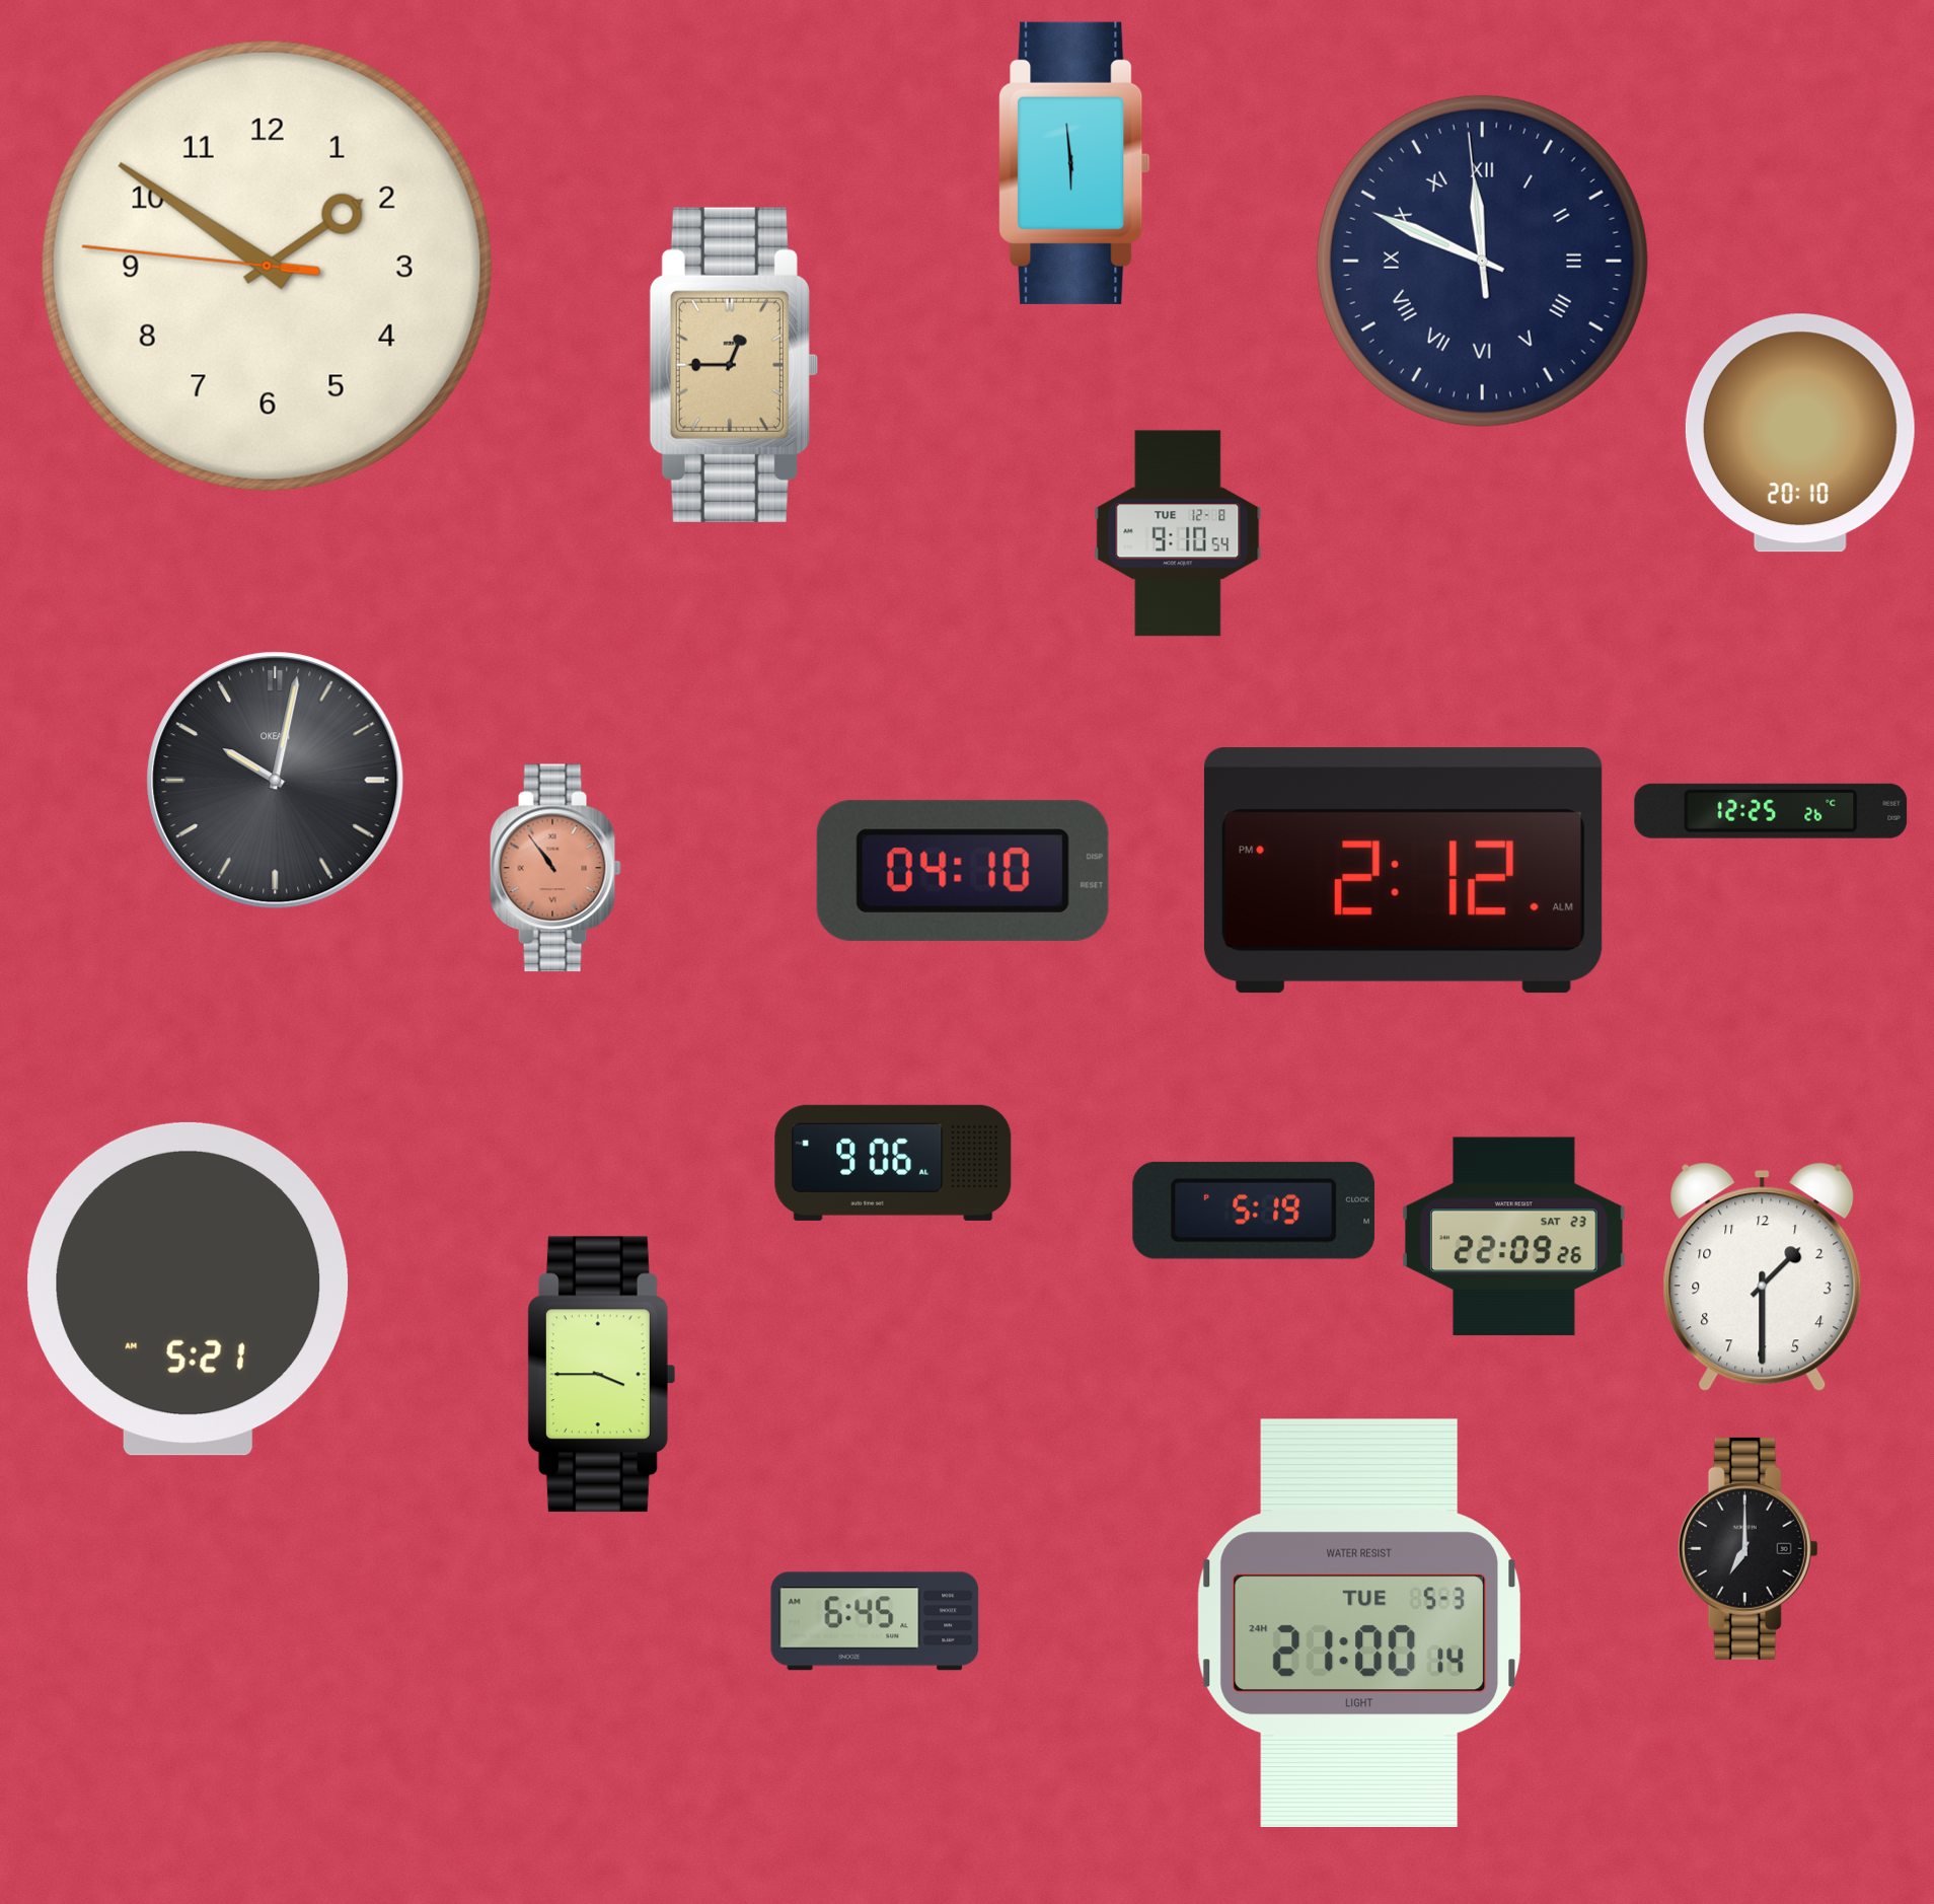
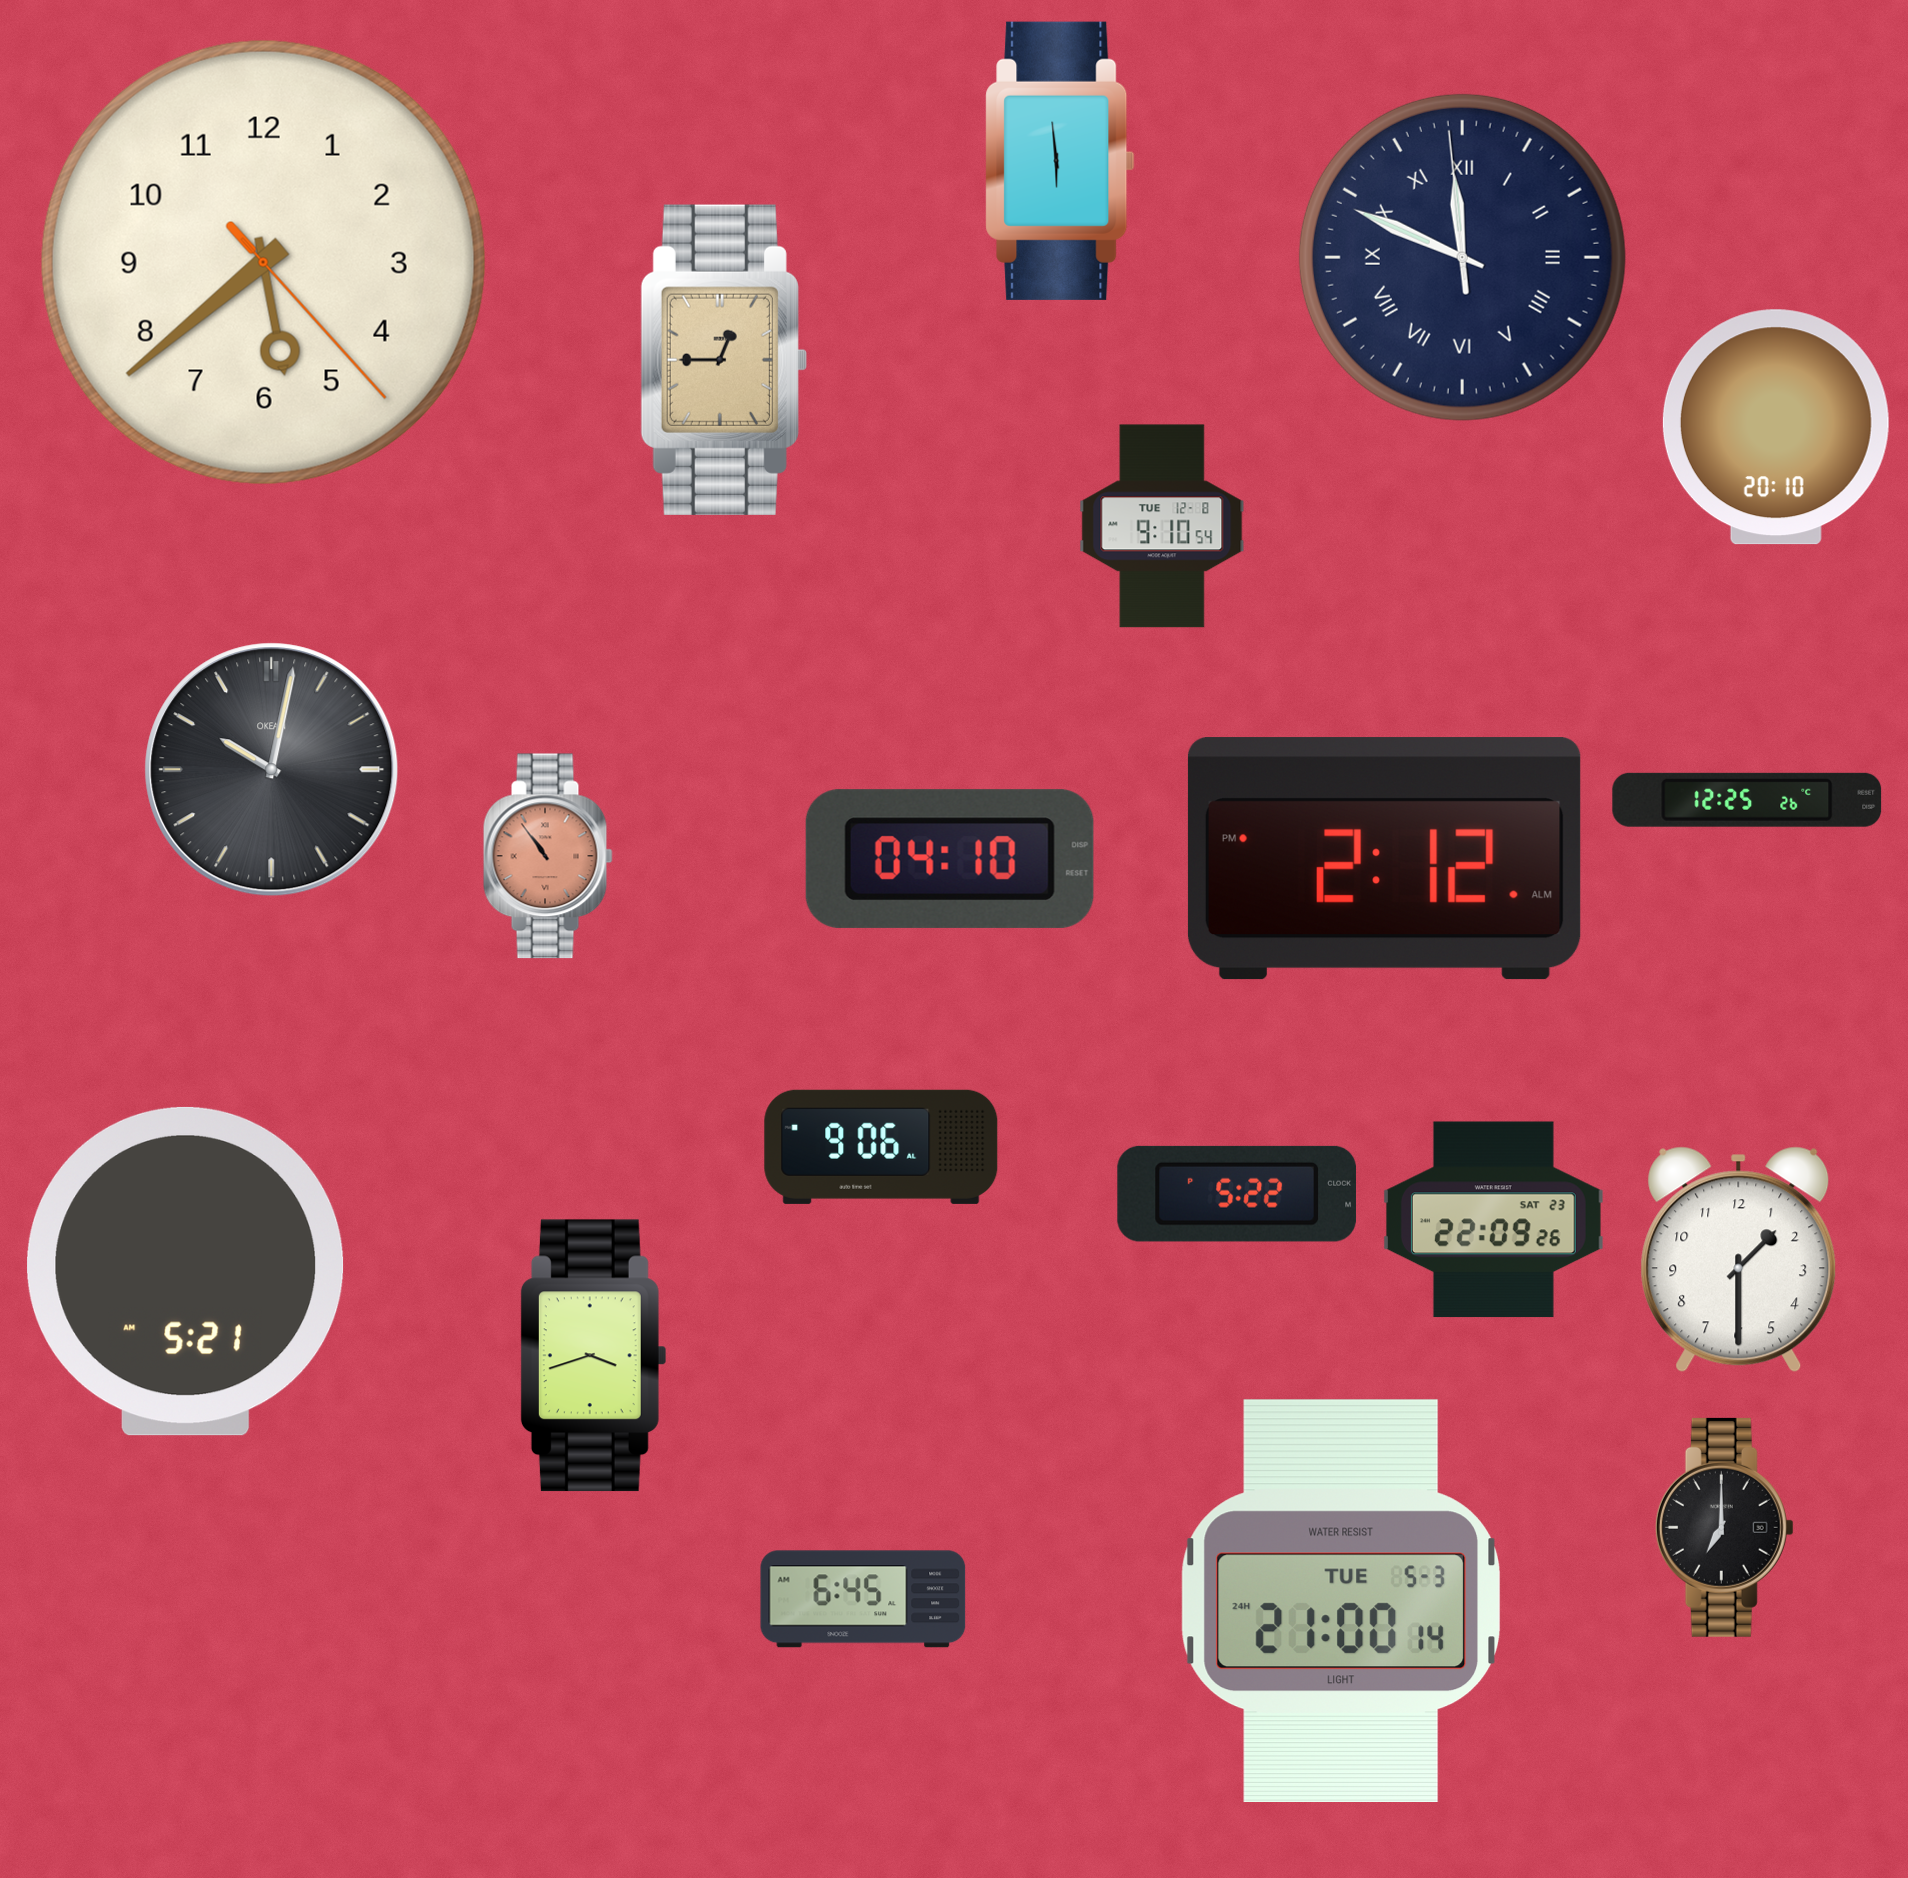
clock at (267, 266): 1:50 -> 5:38
clock at (1254, 1211): 5:19 -> 5:22
clock at (601, 1375): 3:45 -> 3:42
